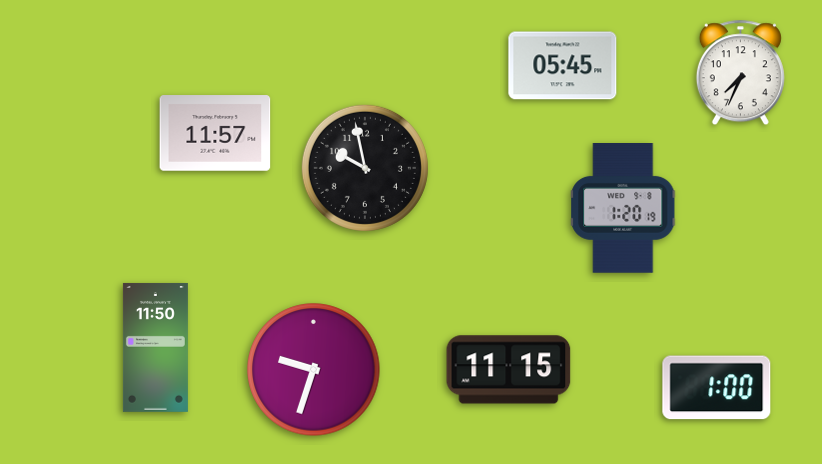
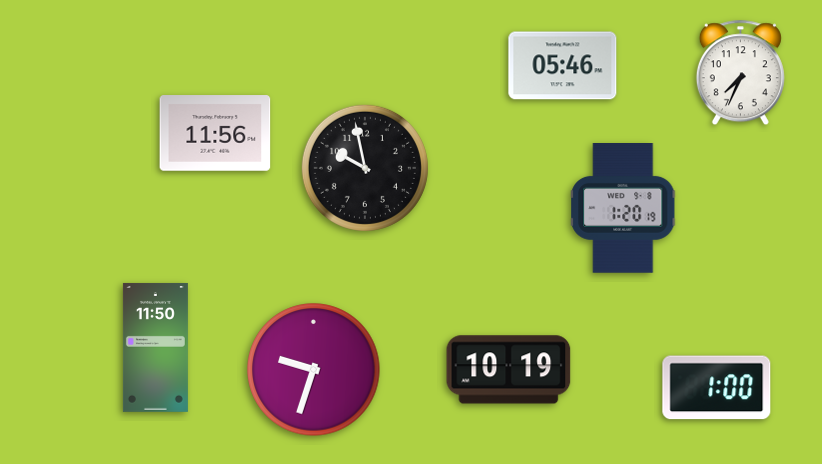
clock at (563, 66): 05:45 -> 05:46
clock at (215, 133): 11:57 -> 11:56
clock at (509, 370): 11:15 -> 10:19
